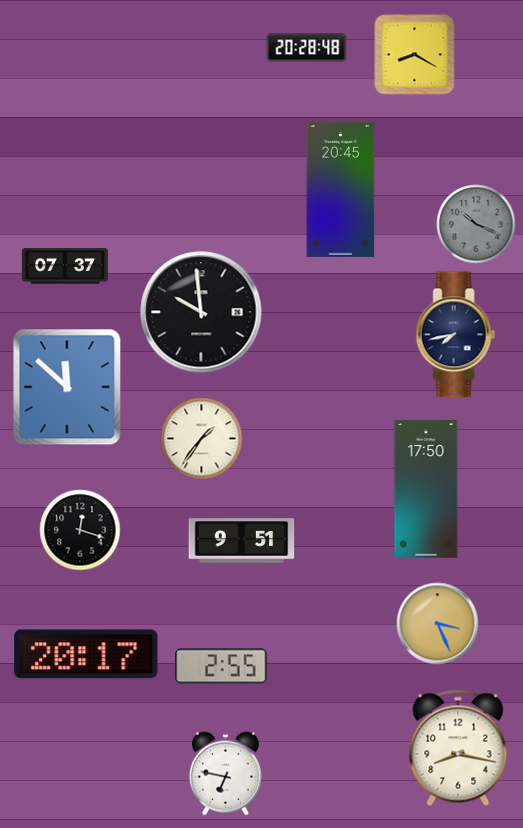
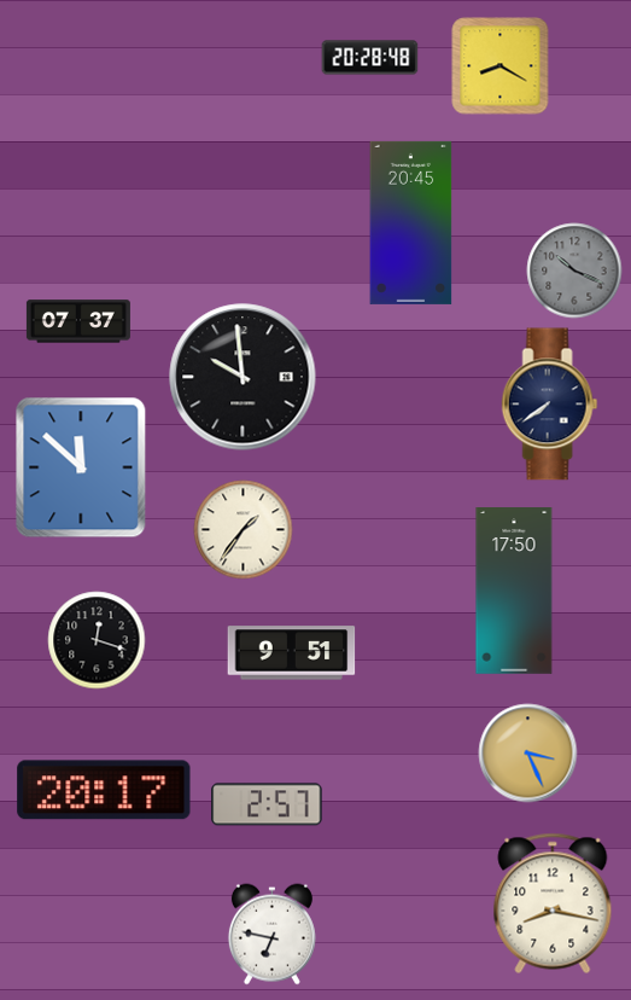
clock at (341, 189) position: (341, 189) -> (411, 222)
clock at (456, 335): 7:43 -> 7:39
clock at (221, 666): 2:55 -> 2:57
